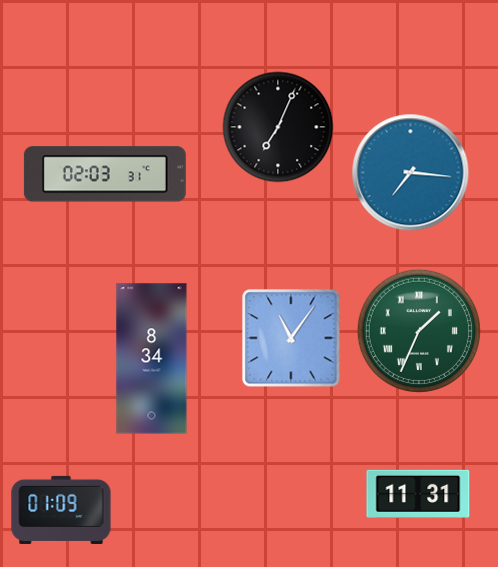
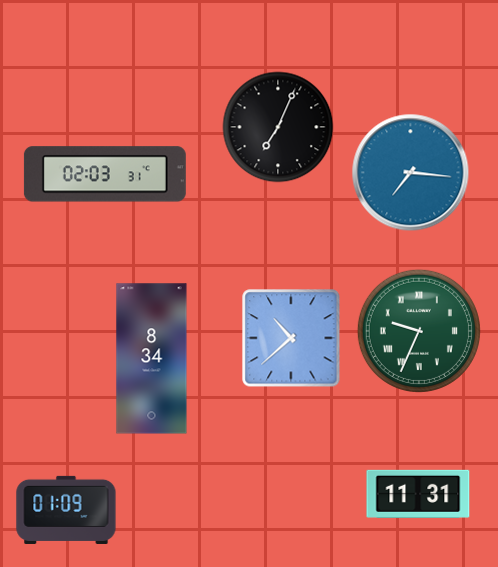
clock at (419, 331): 1:34 -> 9:34
clock at (291, 338): 11:06 -> 10:38
clock at (61, 510) position: (61, 510) -> (66, 510)
